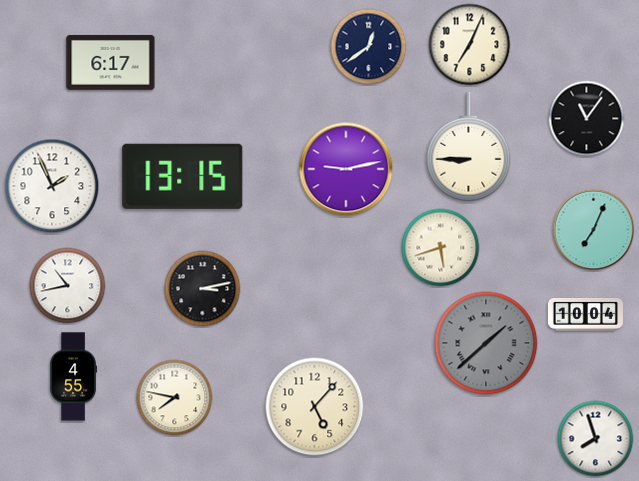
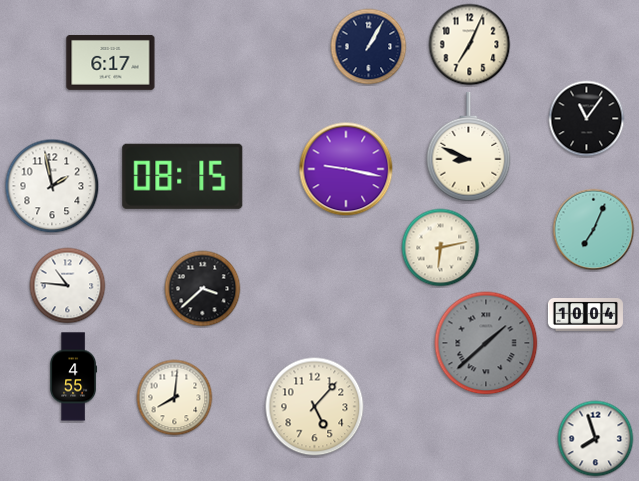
clock at (369, 47): 12:39 -> 1:05
clock at (469, 147): 8:45 -> 8:49
clock at (346, 169): 9:13 -> 9:17
clock at (183, 176): 13:15 -> 08:15
clock at (52, 186): 1:56 -> 1:58
clock at (441, 248): 5:42 -> 6:13
clock at (68, 286): 10:43 -> 10:46
clock at (203, 289): 3:13 -> 3:38
clock at (175, 398): 7:47 -> 8:01
